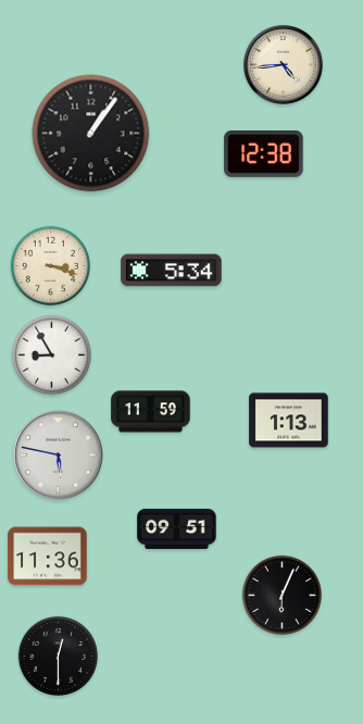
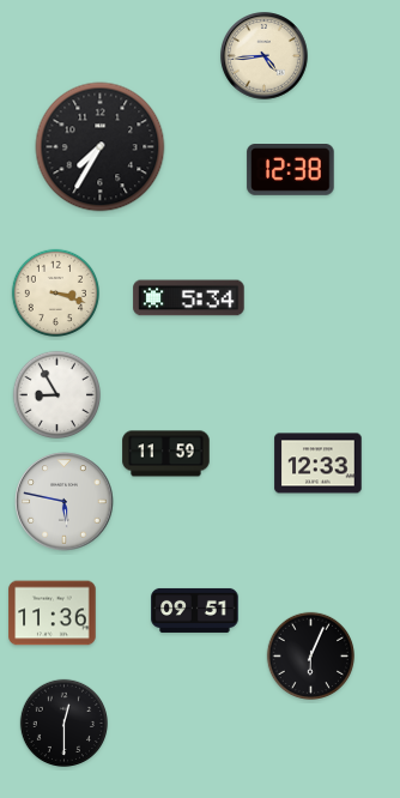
clock at (284, 65) position: (284, 65) -> (265, 56)
clock at (91, 134): 1:06 -> 7:35
clock at (51, 354) position: (51, 354) -> (56, 394)
clock at (289, 421): 1:13 -> 12:33
clock at (177, 528) position: (177, 528) -> (195, 610)
